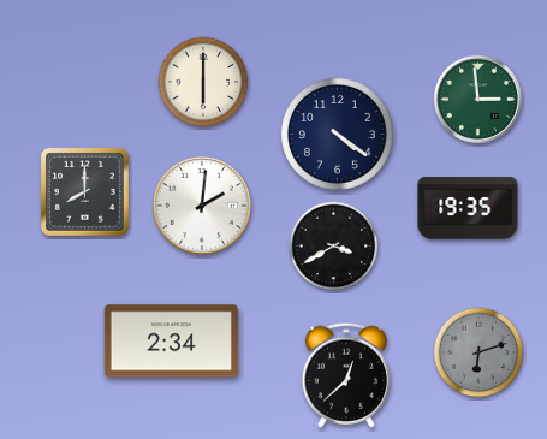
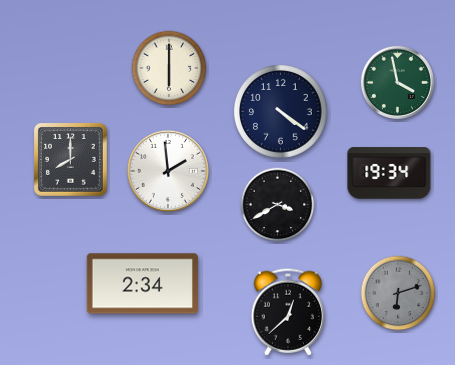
clock at (477, 99): 2:59 -> 3:58
clock at (202, 206): 2:01 -> 1:59
clock at (468, 208): 19:35 -> 19:34
